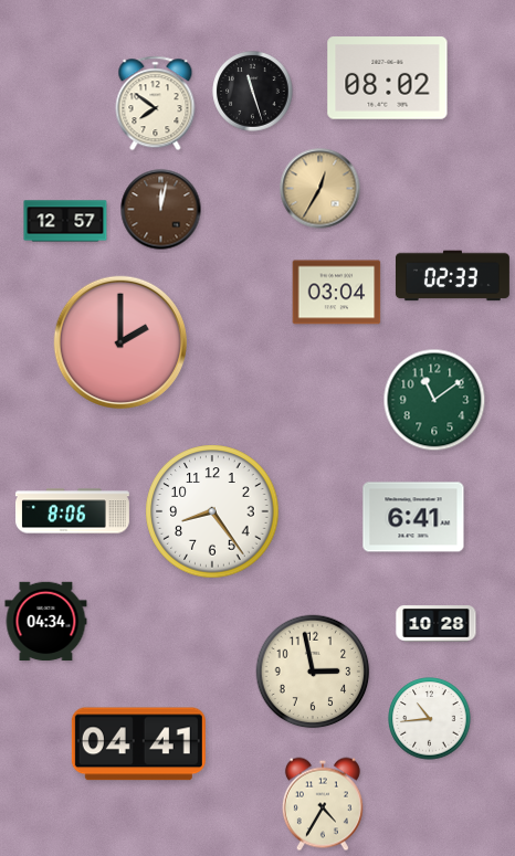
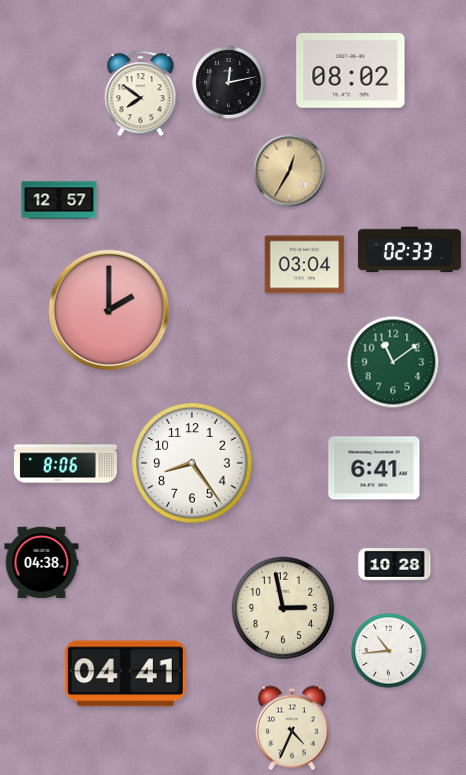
clock at (253, 92): 11:27 -> 12:13
clock at (161, 210): 12:02 -> none
clock at (46, 622): 04:34 -> 04:38
clock at (323, 804): 4:35 -> 4:34
